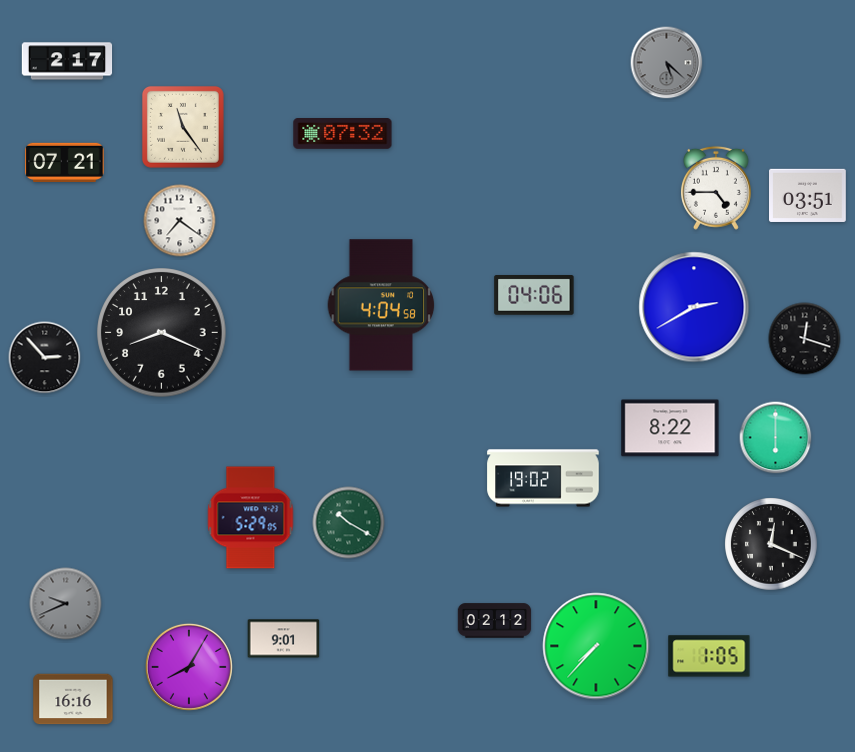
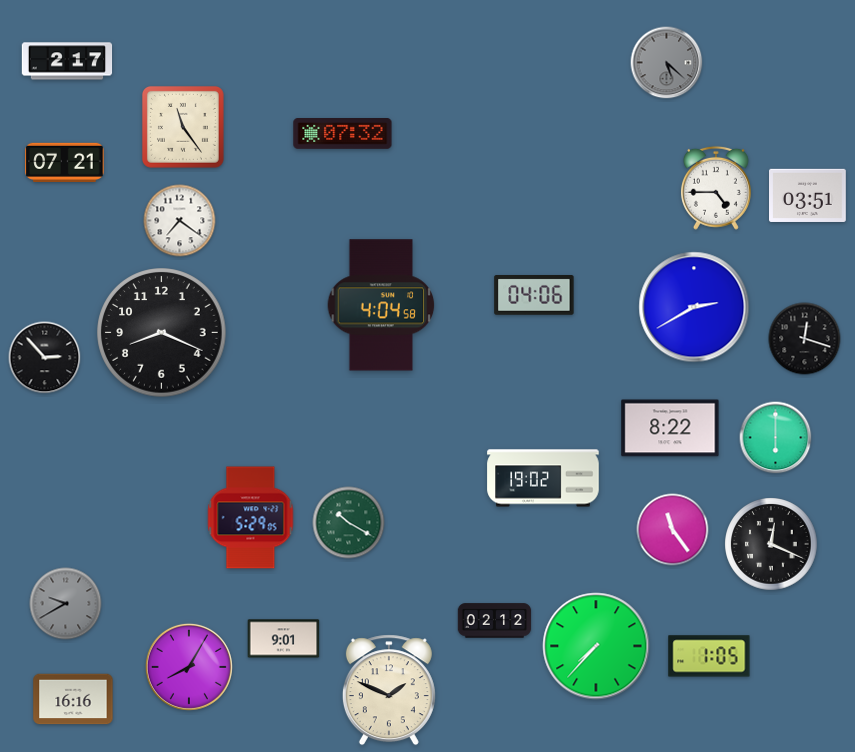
clock at (673, 530): none -> 11:24
clock at (66, 604): 9:41 -> 9:40
clock at (389, 690): none -> 1:49
